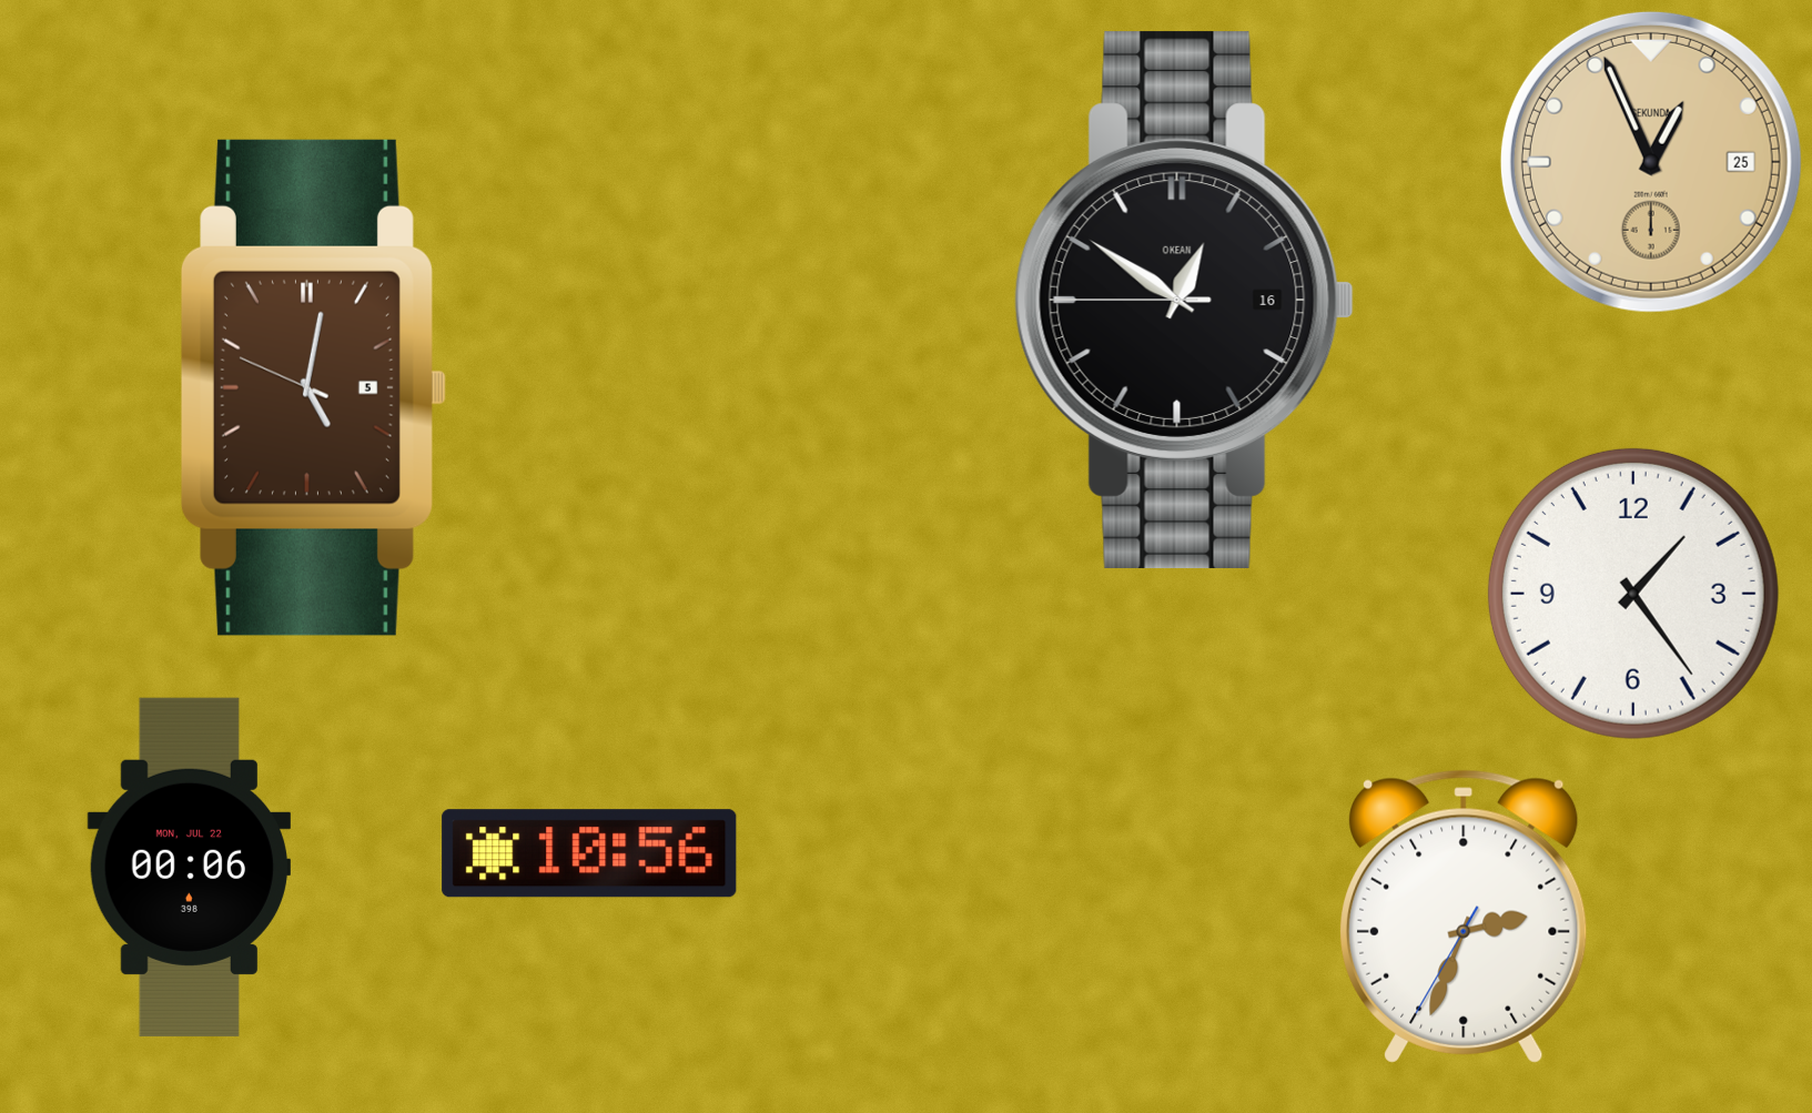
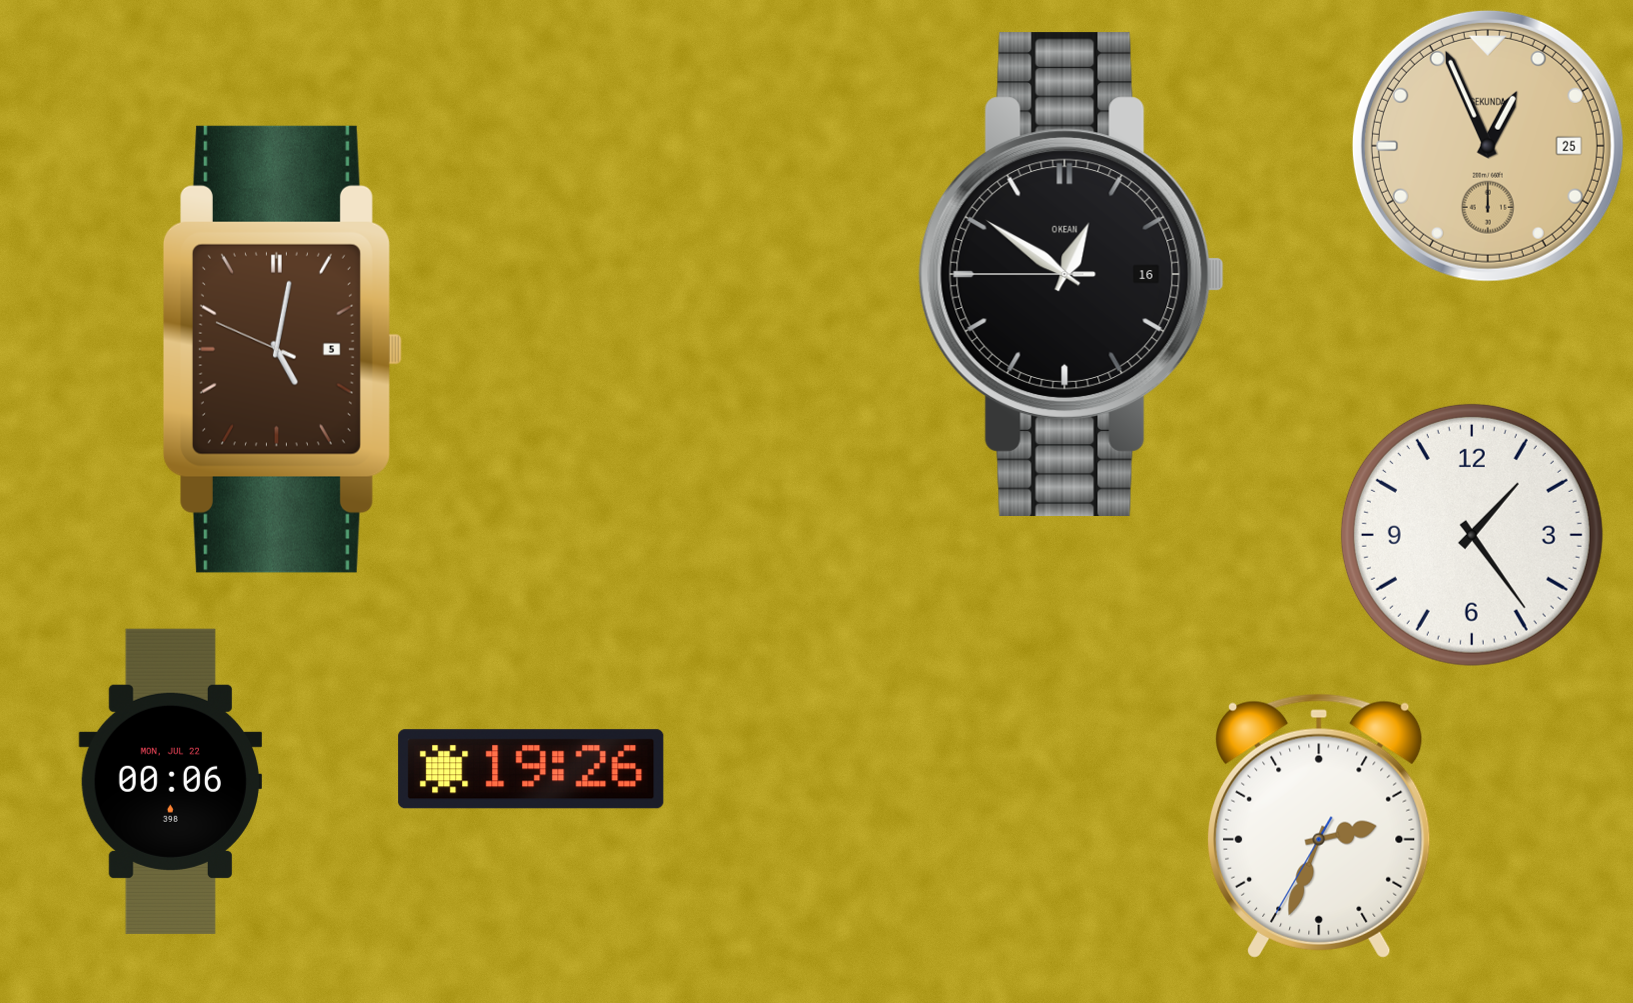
clock at (1184, 300) position: (1184, 300) -> (1071, 274)
clock at (589, 853): 10:56 -> 19:26
